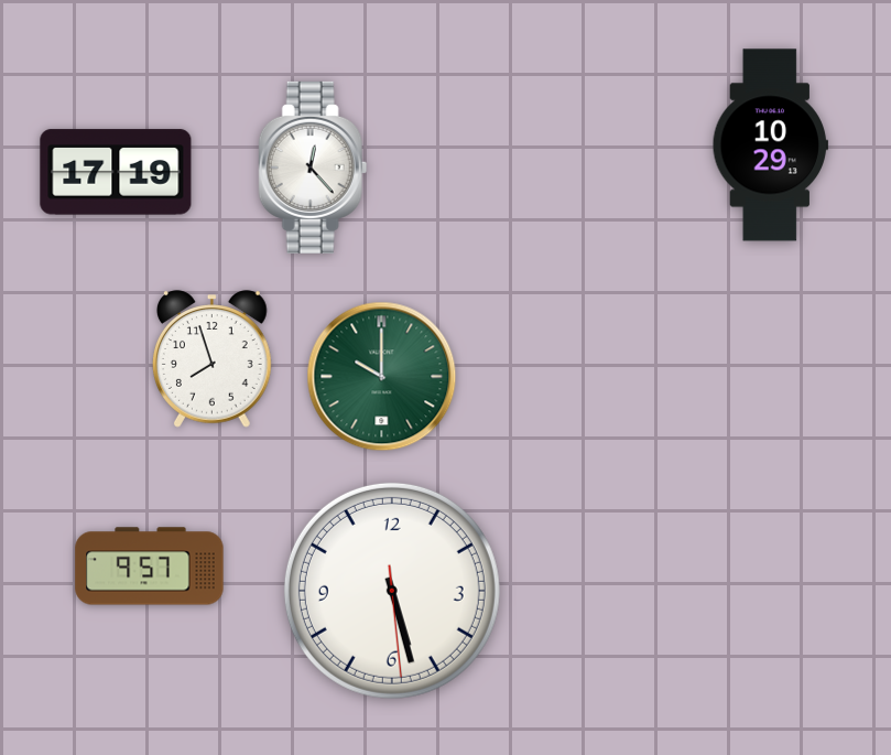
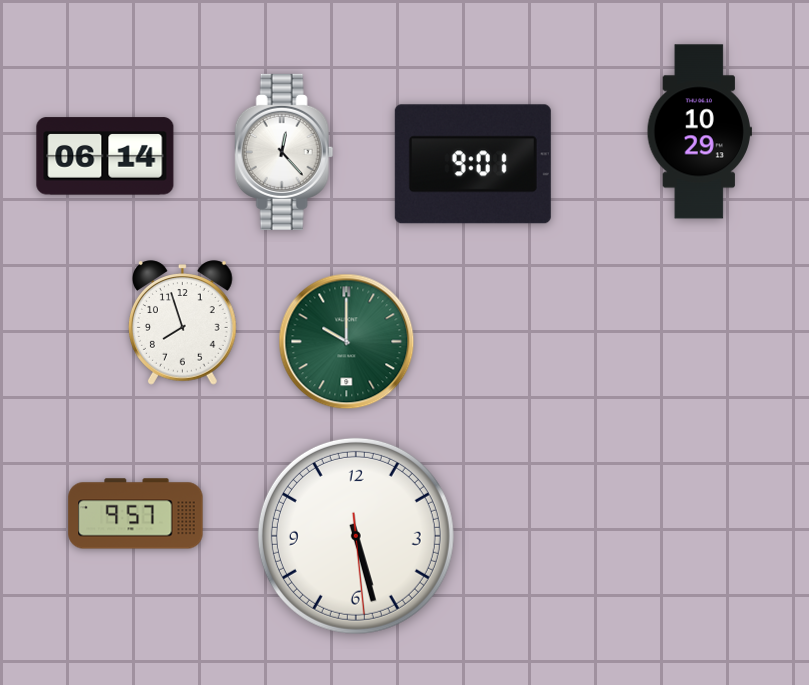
clock at (116, 172): 17:19 -> 06:14
clock at (473, 164): none -> 9:01
clock at (213, 359) position: (213, 359) -> (183, 323)
